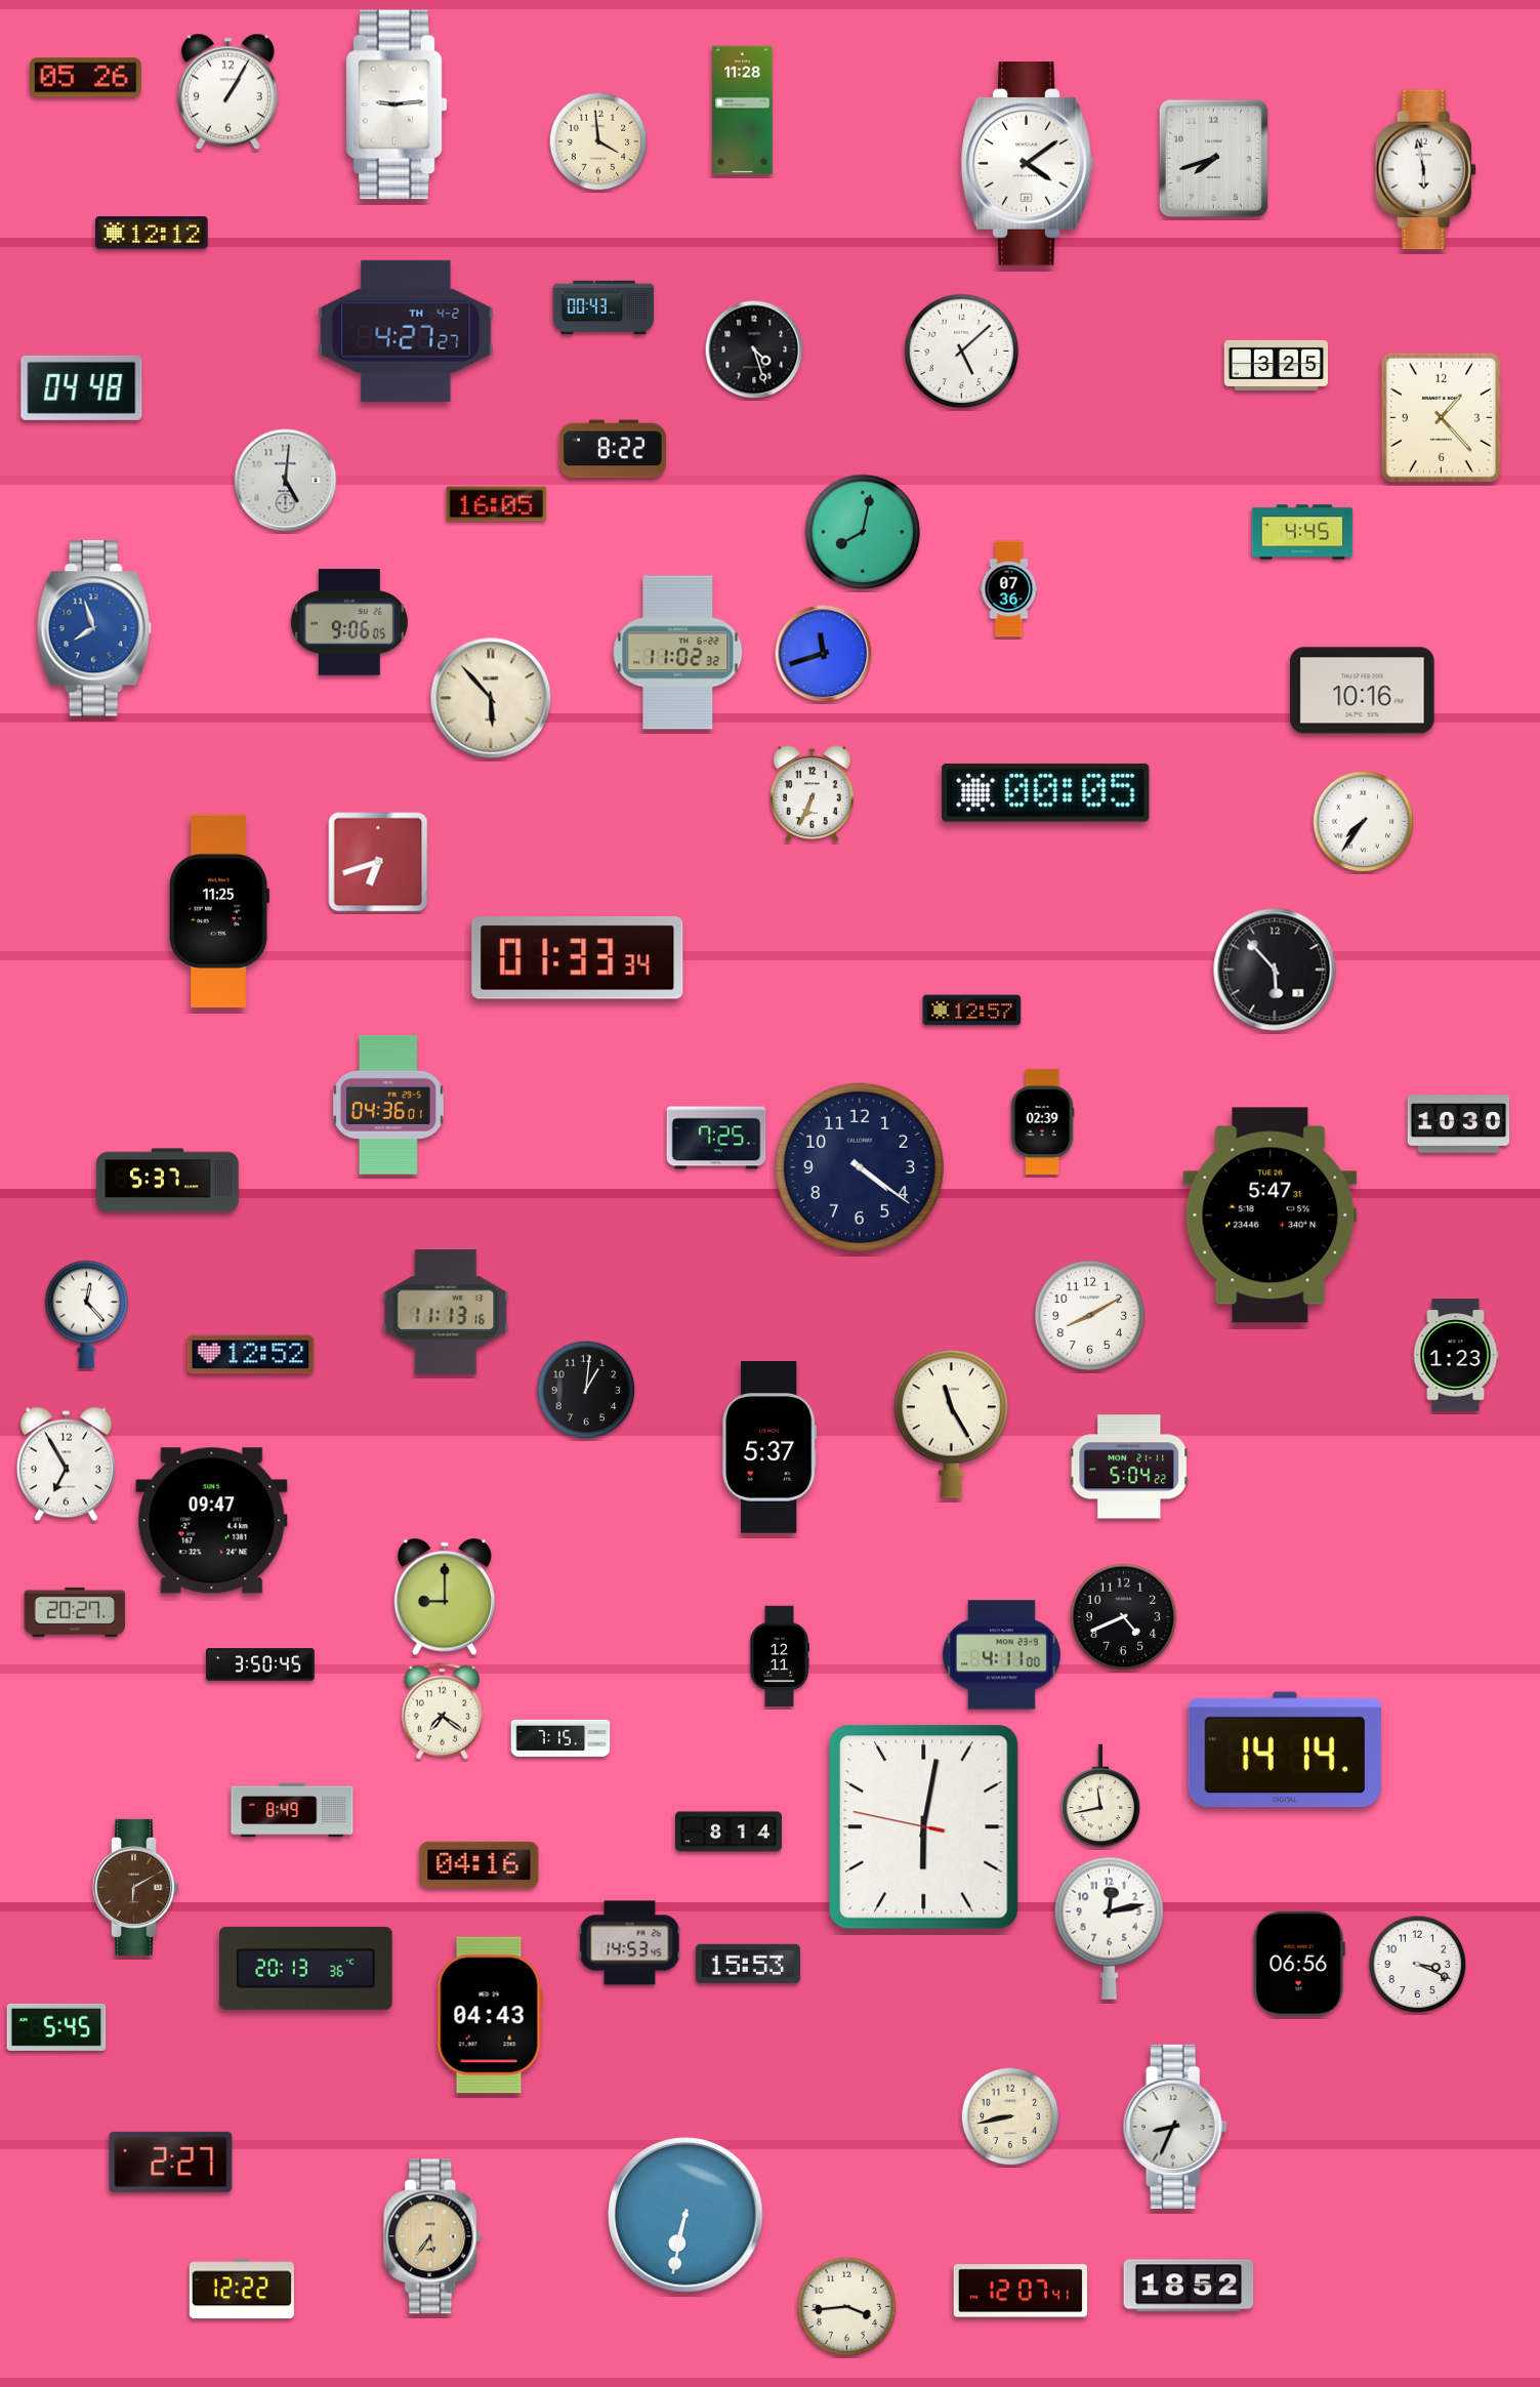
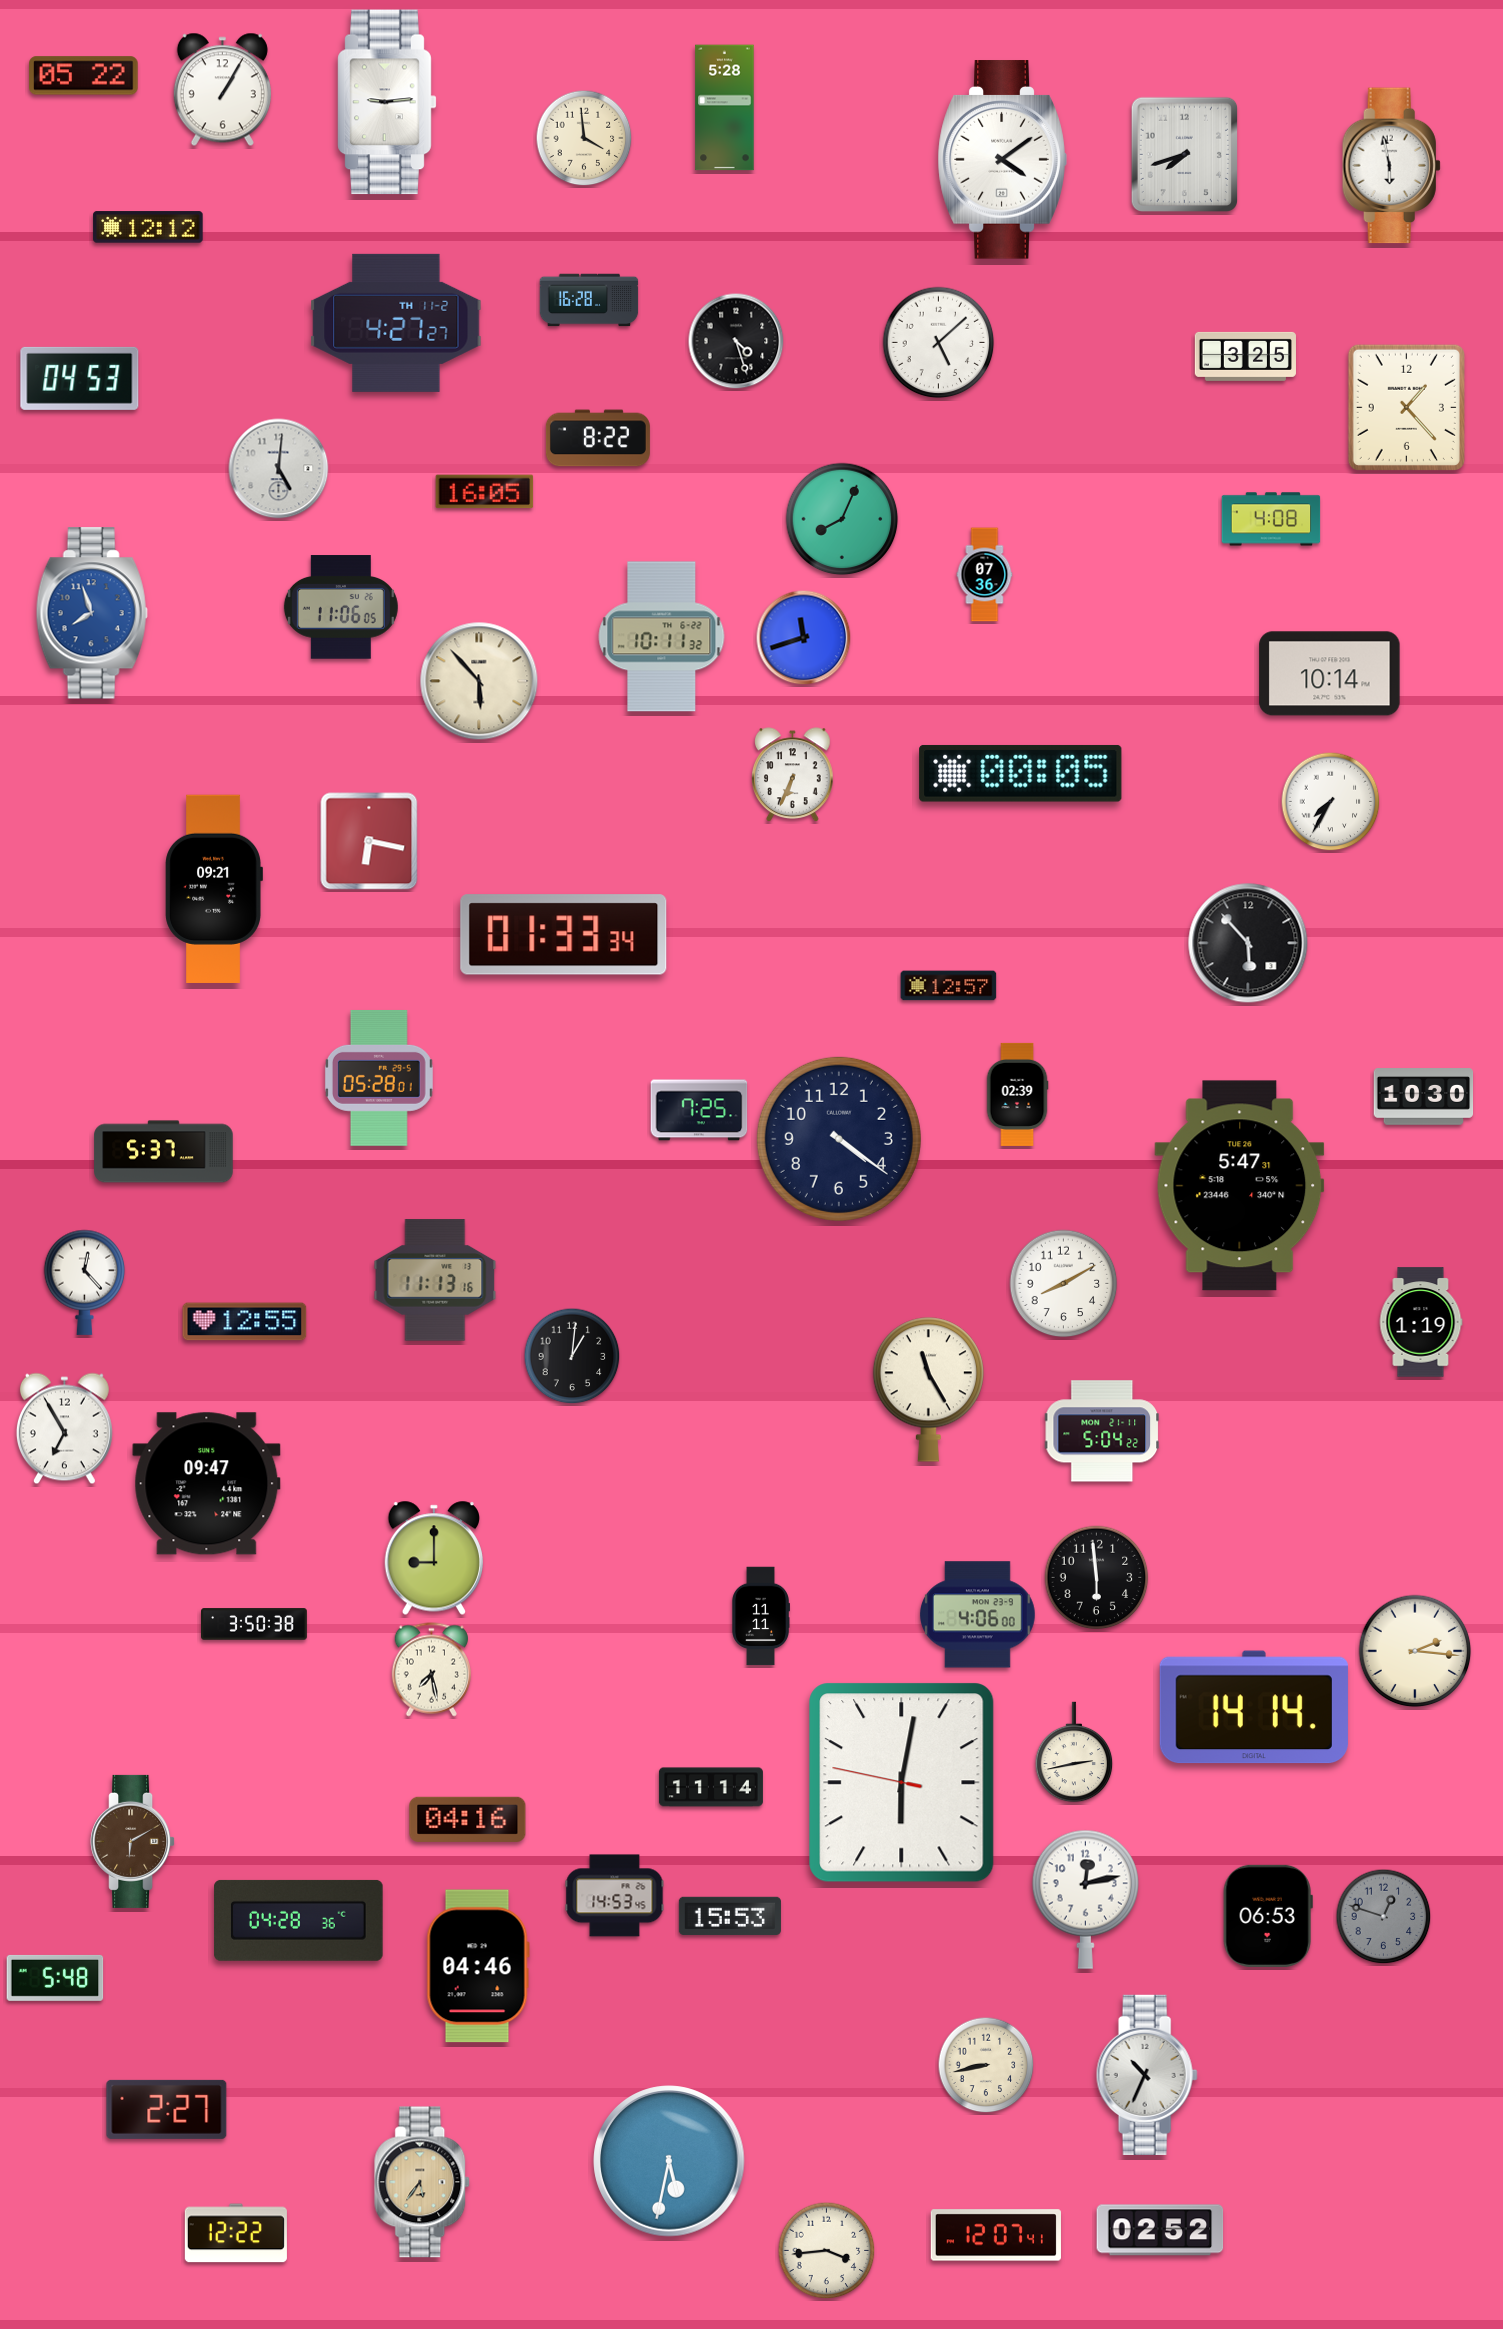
clock at (86, 78): 05:26 -> 05:22
clock at (743, 111): 11:28 -> 5:28
clock at (603, 307): 00:43 -> 16:28
clock at (406, 331) date: TH 4-2 -> TH 11-2
clock at (82, 387): 04:48 -> 04:53
clock at (863, 532): 8:02 -> 8:04
clock at (1302, 532): 4:45 -> 4:08
clock at (349, 622): 9:06 -> 11:06
clock at (678, 653): 11:02 -> 10:11
clock at (1363, 691): 10:16 -> 10:14
clock at (1364, 822): 7:36 -> 7:35
clock at (378, 862): 6:42 -> 6:17
clock at (219, 911): 11:25 -> 09:21
clock at (1275, 970) position: (1275, 970) -> (1248, 943)
clock at (388, 1105): 04:36 -> 05:28
clock at (251, 1355): 12:52 -> 12:55
clock at (1456, 1355): 1:23 -> 1:19
clock at (769, 1447): 5:37 -> none
clock at (75, 1612): 20:27 -> none
clock at (1124, 1617): 4:41 -> 5:59
clock at (1001, 1655): 4:11 -> 4:06
clock at (780, 1656): 12:11 -> 11:11
clock at (261, 1664): 3:50:45 -> 3:50:38
clock at (1415, 1651): none -> 2:16
clock at (442, 1712): 7:21 -> 7:28
clock at (560, 1738): 7:15 -> none
clock at (1100, 1796): 11:43 -> 2:43
clock at (292, 1810): 8:49 -> none
clock at (729, 1832): 8:14 -> 11:14
clock at (1109, 1928) position: (1109, 1928) -> (1085, 1899)
clock at (1299, 1964): 06:56 -> 06:53
clock at (1418, 1965): 3:19 -> 12:48
clock at (1418, 1965) dial: white -> grey
clock at (306, 1968): 20:13 -> 04:28
clock at (490, 2015): 04:43 -> 04:46
clock at (56, 2027): 5:45 -> 5:48
clock at (1175, 2127): 8:34 -> 10:34
clock at (685, 2215): 6:32 -> 5:32
clock at (1189, 2286): 18:52 -> 02:52
